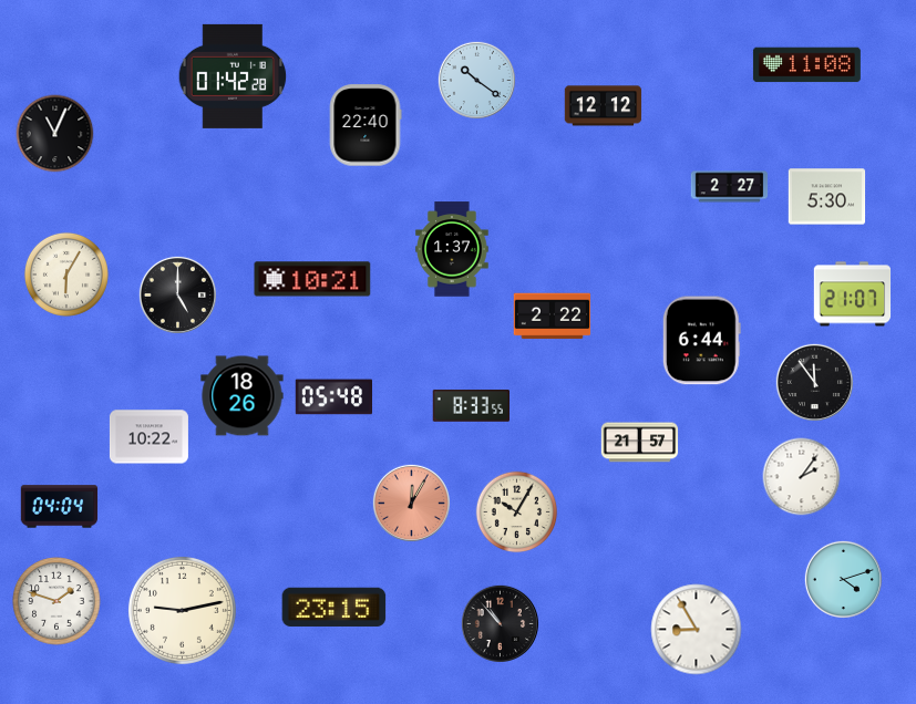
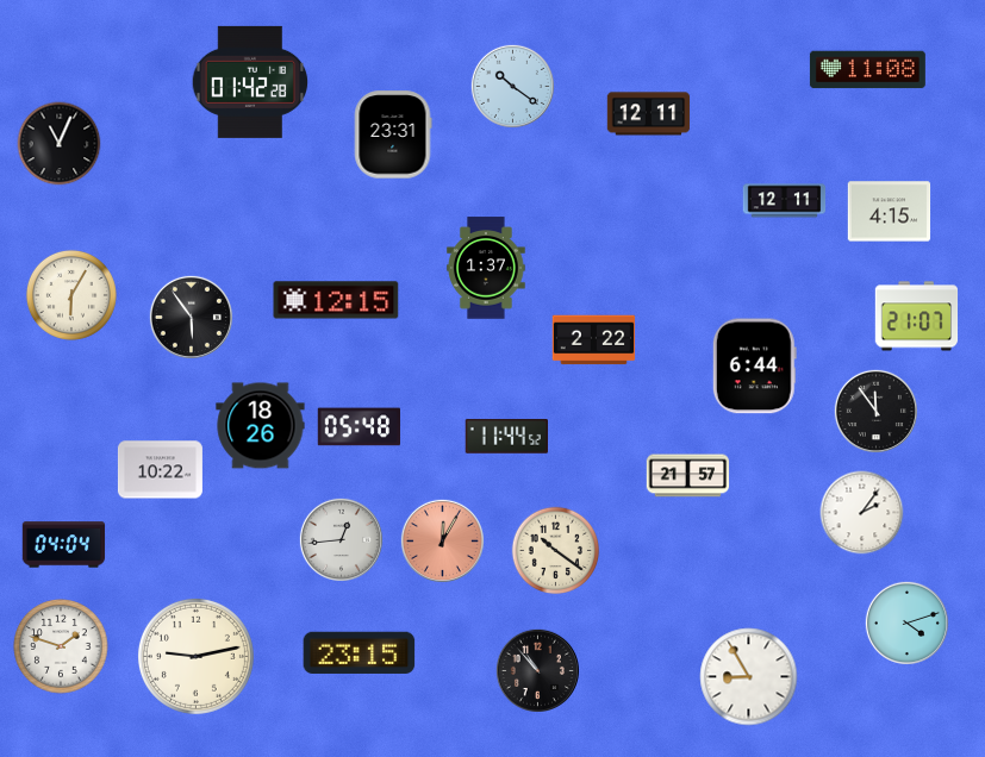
clock at (604, 106): 12:12 -> 12:11
clock at (366, 125): 22:40 -> 23:31
clock at (730, 187): 2:27 -> 12:11
clock at (827, 197): 5:30 -> 4:15
clock at (312, 279): 10:21 -> 12:15
clock at (177, 294): 5:00 -> 5:54
clock at (471, 406): 8:33 -> 11:44
clock at (341, 539): none -> 12:44
clock at (517, 513): 10:05 -> 10:21
